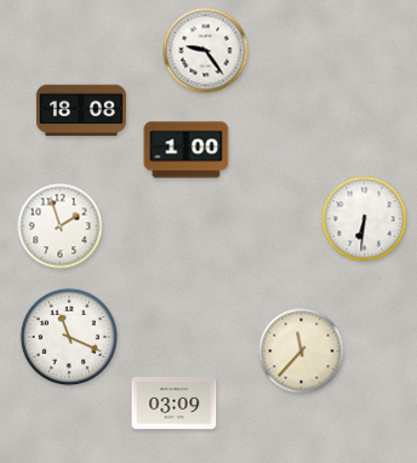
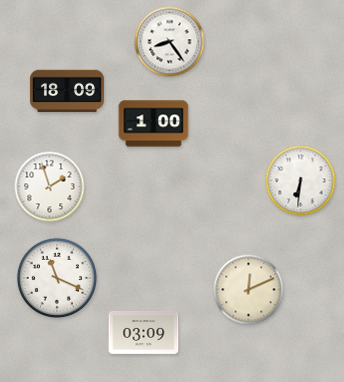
clock at (206, 51): 9:24 -> 8:24
clock at (81, 110): 18:08 -> 18:09
clock at (302, 351): 11:37 -> 12:11
